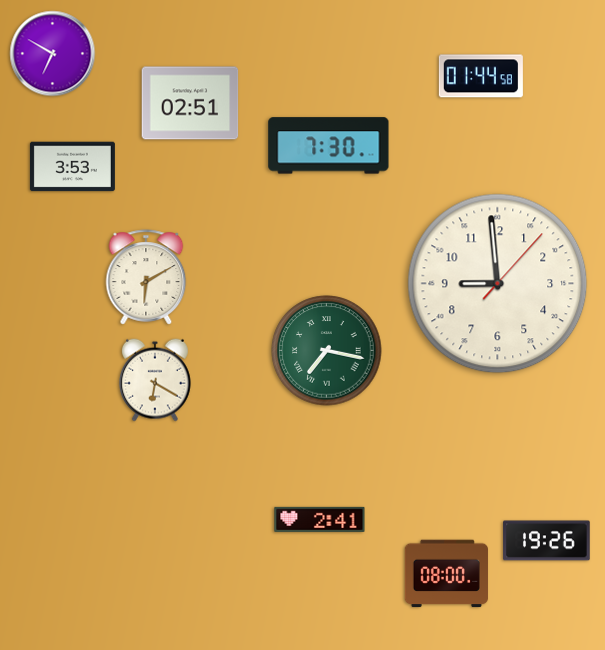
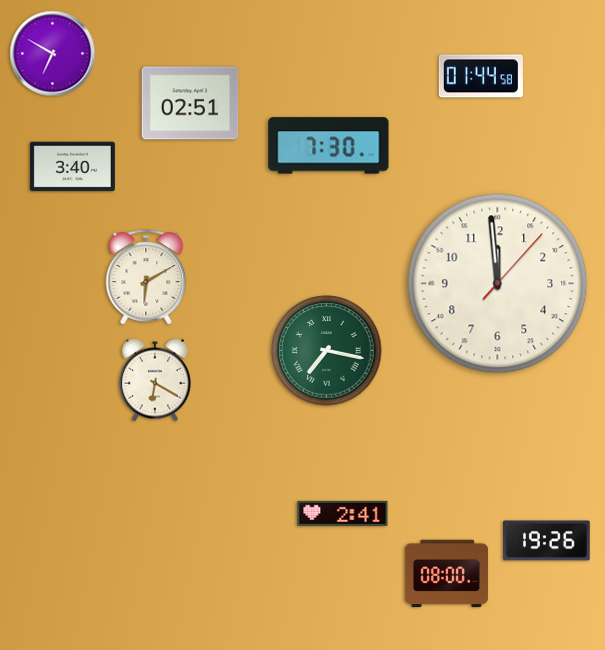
clock at (72, 167): 3:53 -> 3:40
clock at (498, 284): 8:59 -> 11:59
clock at (320, 519) position: (320, 519) -> (343, 513)
